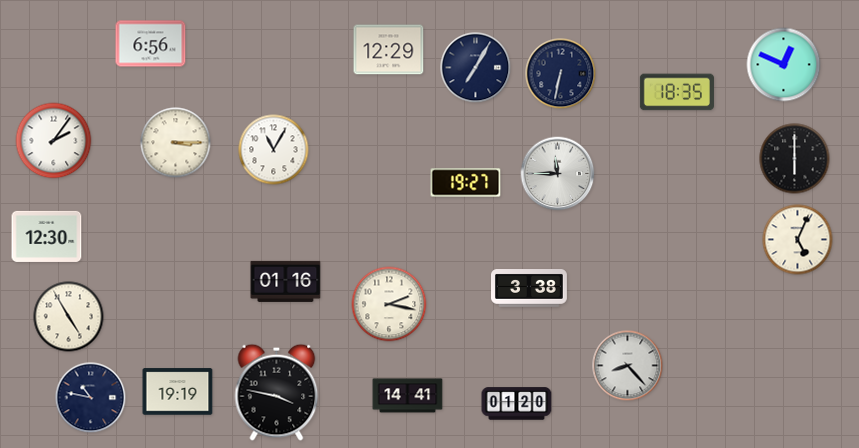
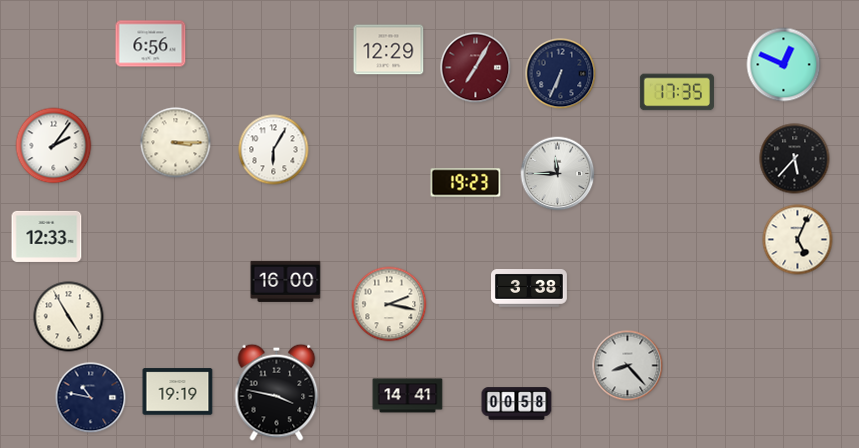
clock at (476, 68) dial: navy -> burgundy
clock at (561, 74): 6:32 -> 6:34
clock at (677, 92): 18:35 -> 17:35
clock at (54, 141) position: (54, 141) -> (54, 146)
clock at (274, 150): 11:05 -> 6:05
clock at (795, 159): 6:00 -> 5:37
clock at (466, 183): 19:27 -> 19:23
clock at (47, 236): 12:30 -> 12:33
clock at (286, 281): 01:16 -> 16:00
clock at (517, 404): 01:20 -> 00:58
